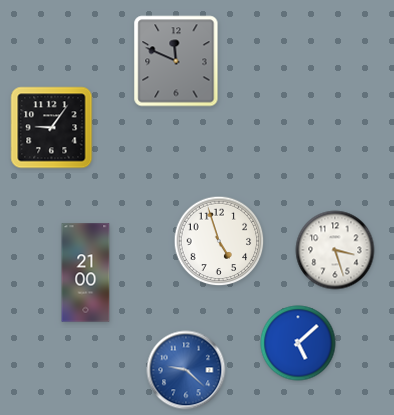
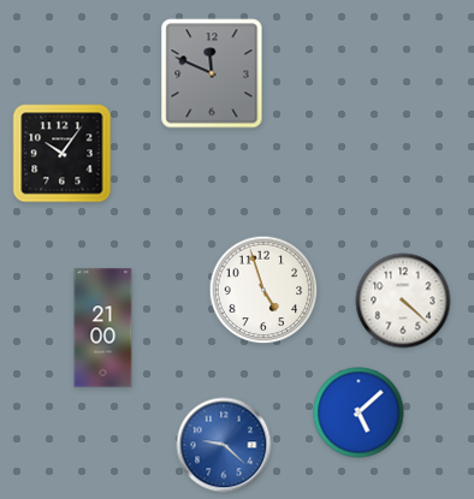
clock at (52, 128): 9:06 -> 10:06
clock at (335, 250): 3:27 -> 4:22
